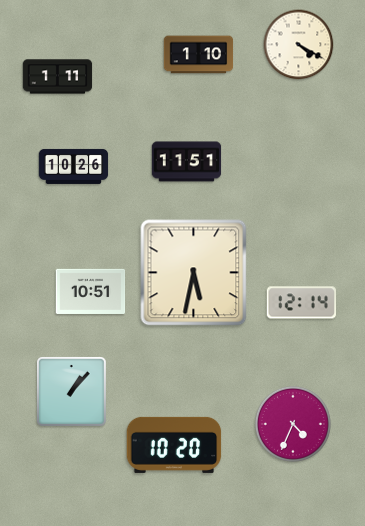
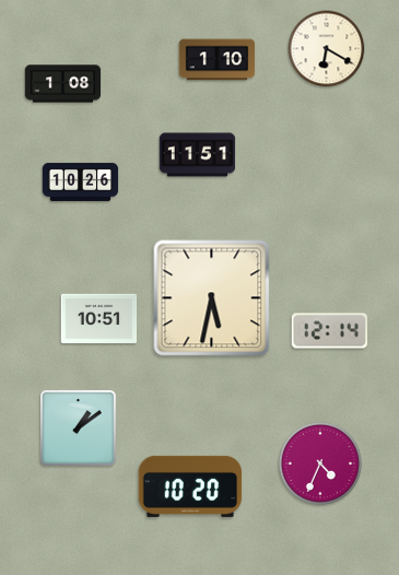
clock at (299, 45): 4:20 -> 6:20
clock at (58, 77): 1:11 -> 1:08
clock at (187, 162) position: (187, 162) -> (198, 155)
clock at (71, 391): 1:07 -> 1:09
